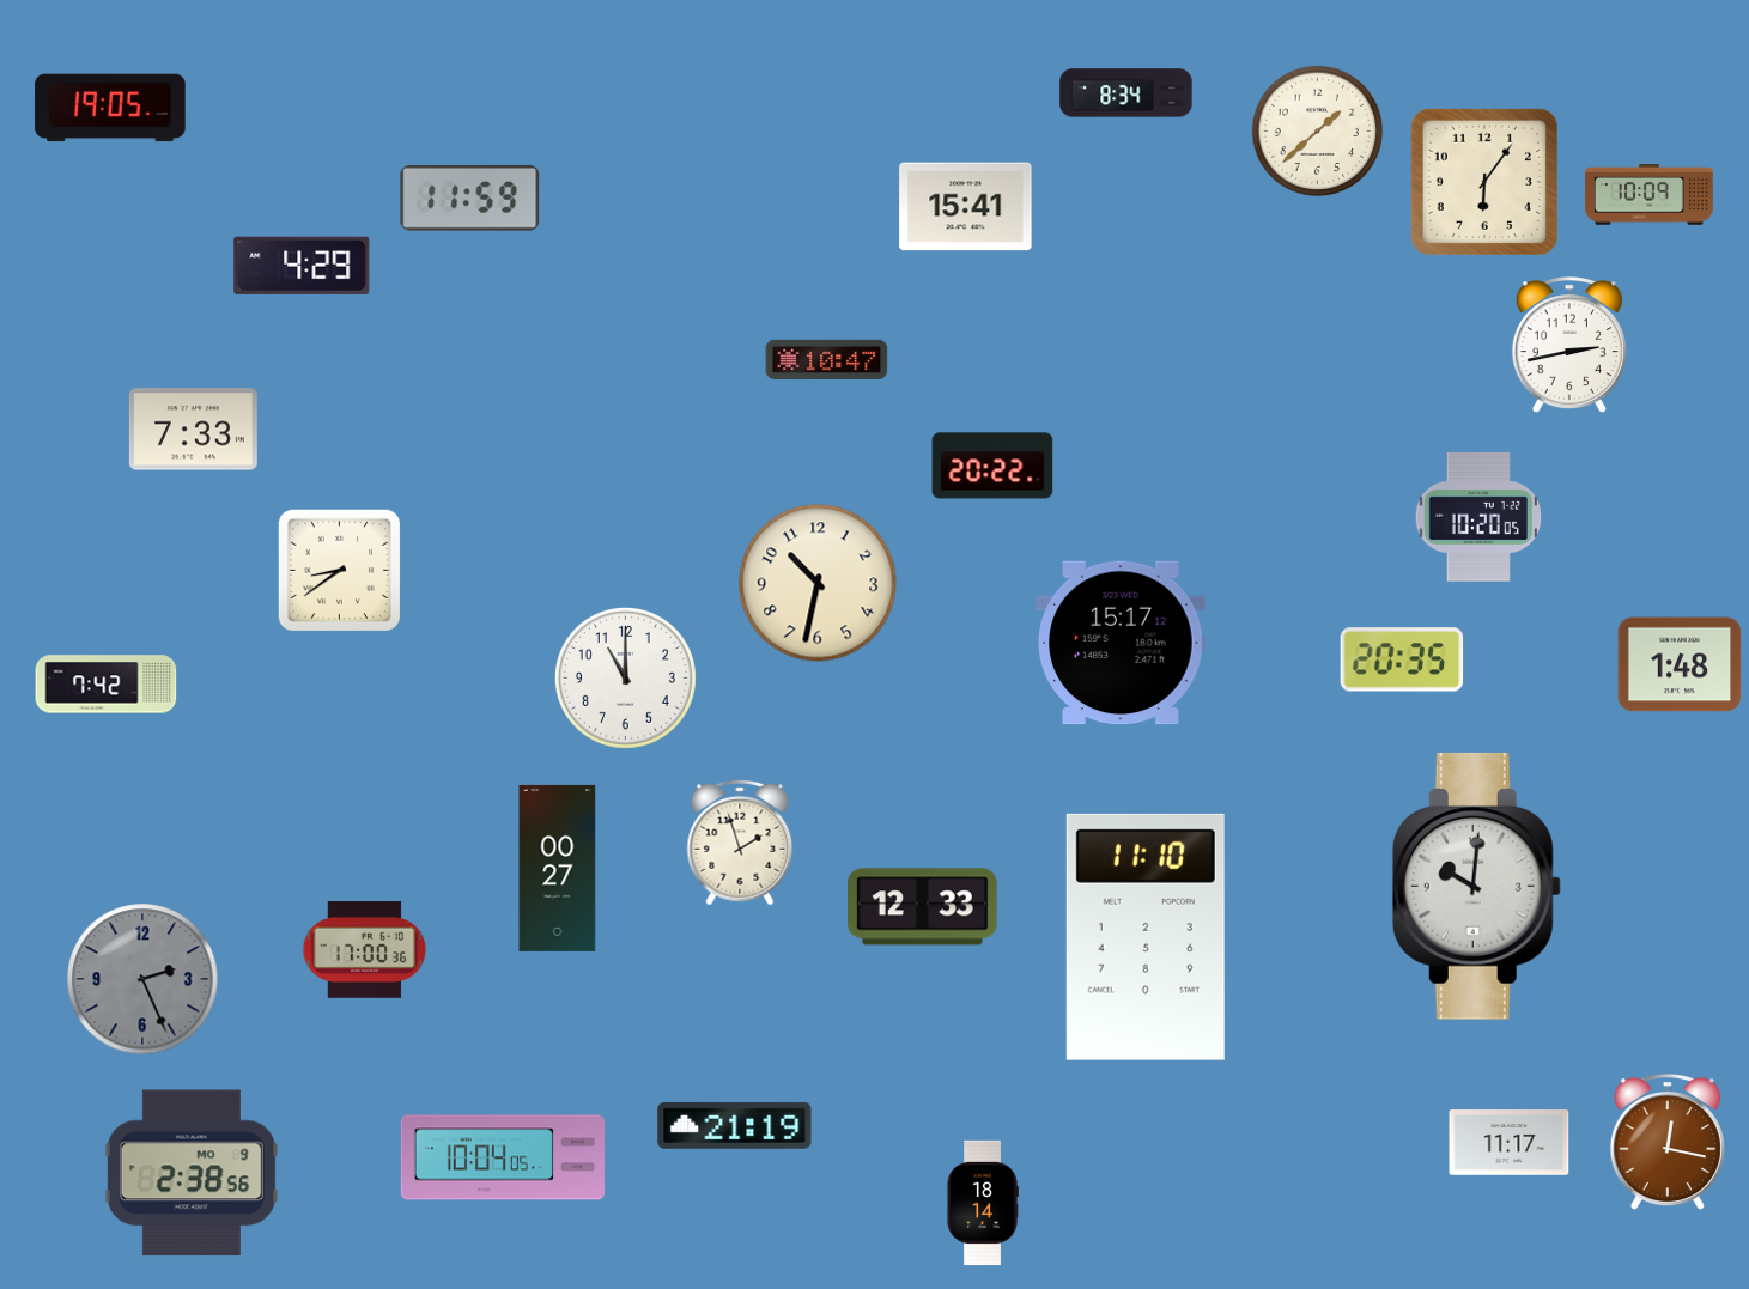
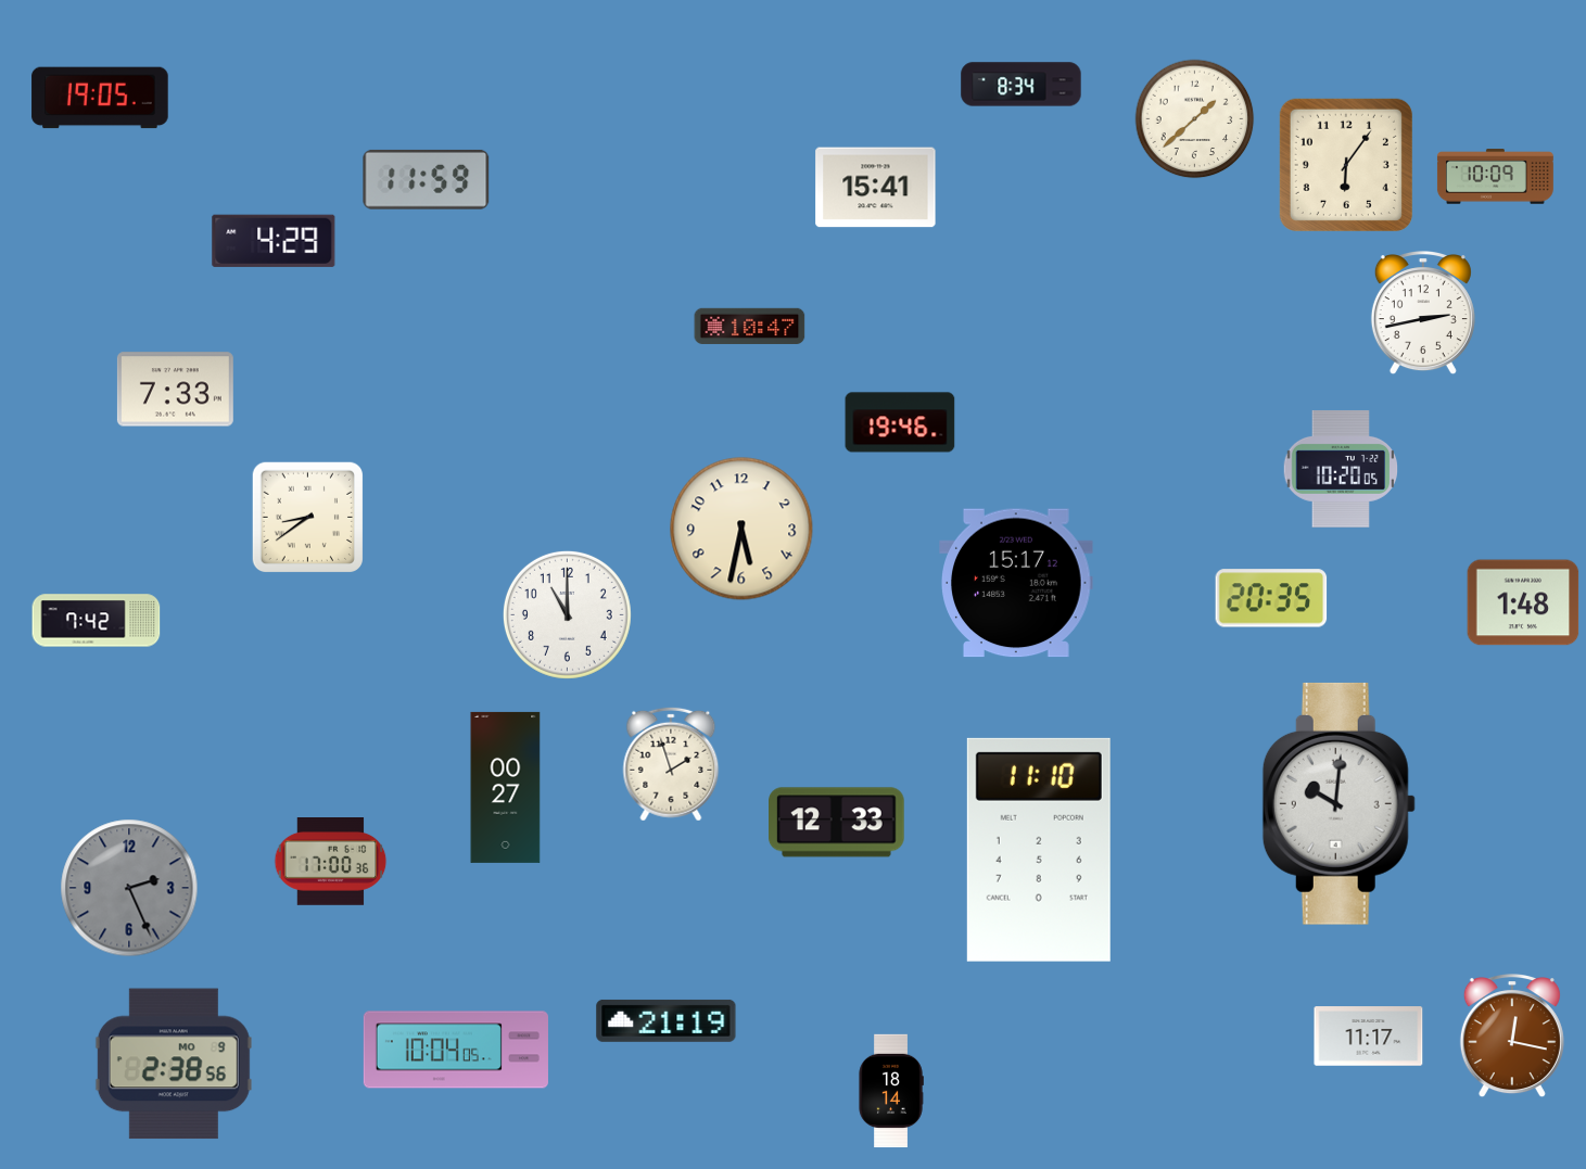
clock at (992, 466): 20:22 -> 19:46
clock at (818, 583): 10:32 -> 5:32
